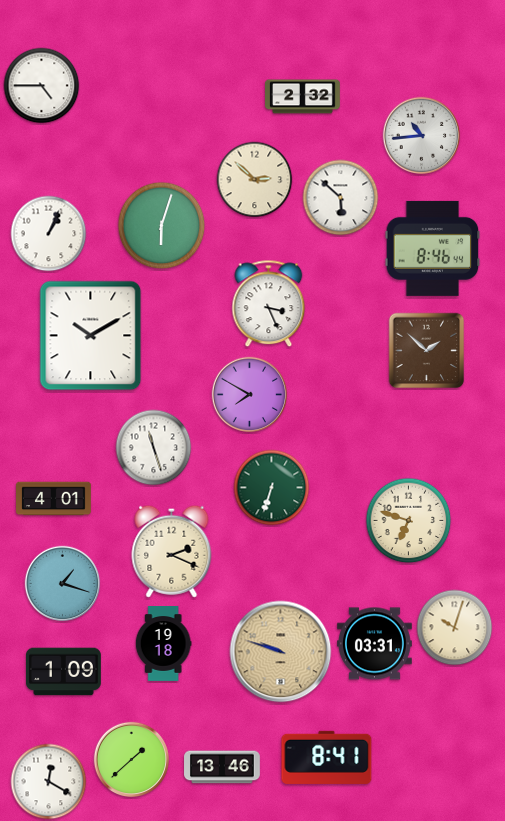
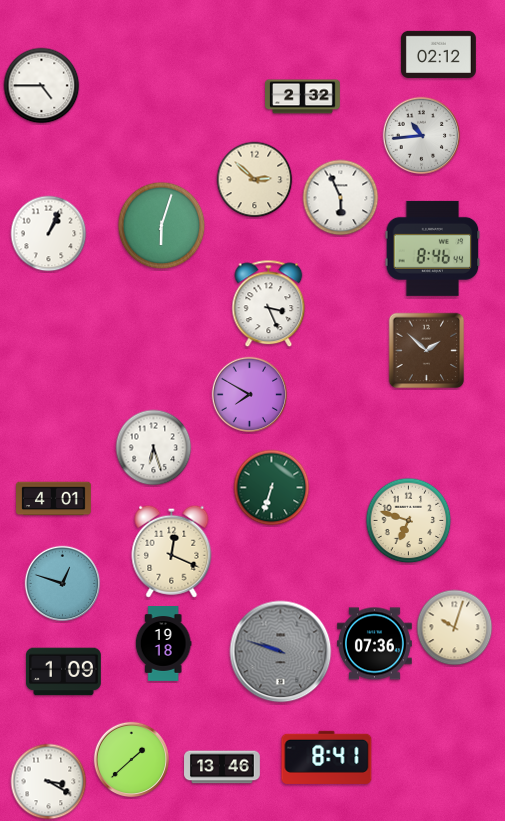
clock at (438, 54): none -> 02:12
clock at (341, 198): 5:52 -> 5:56
clock at (91, 336): 10:10 -> none
clock at (154, 448): 11:27 -> 6:27
clock at (172, 551): 2:19 -> 12:19
clock at (63, 584): 1:18 -> 12:48
clock at (374, 644): 03:31 -> 07:36
clock at (281, 652) dial: champagne -> grey
clock at (49, 782): 12:20 -> 3:20
